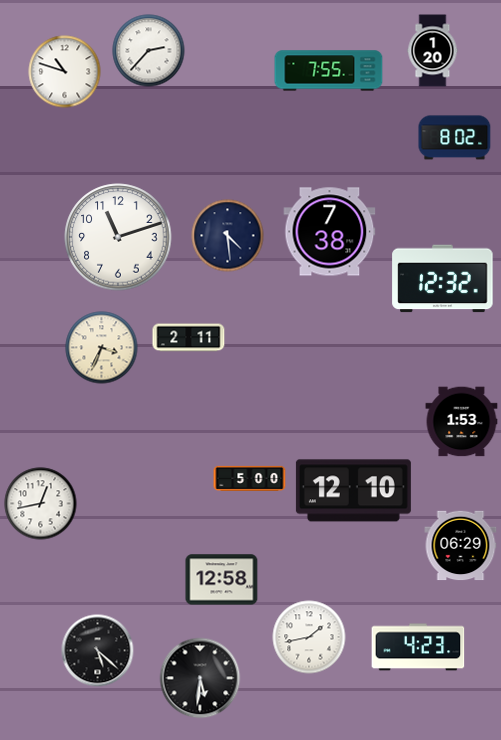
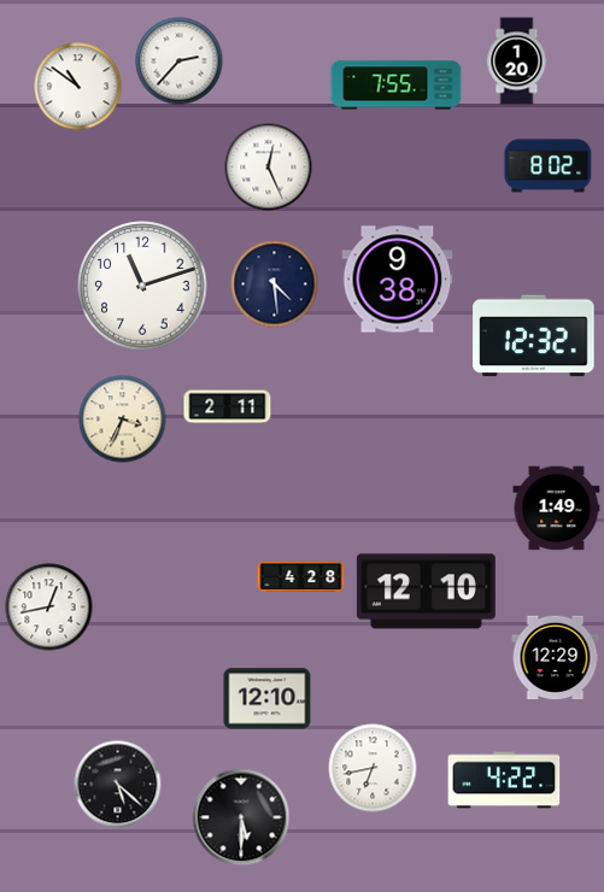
clock at (433, 51) position: (433, 51) -> (517, 61)
clock at (65, 72): 10:48 -> 10:51
clock at (269, 168): none -> 12:26
clock at (330, 232): 7:38 -> 9:38
clock at (462, 422): 1:53 -> 1:49
clock at (250, 478): 5:00 -> 4:28
clock at (461, 546): 06:29 -> 12:29
clock at (222, 580): 12:58 -> 12:10
clock at (309, 637): 1:43 -> 6:43
clock at (418, 647): 4:23 -> 4:22
clock at (200, 678): 5:31 -> 5:30
